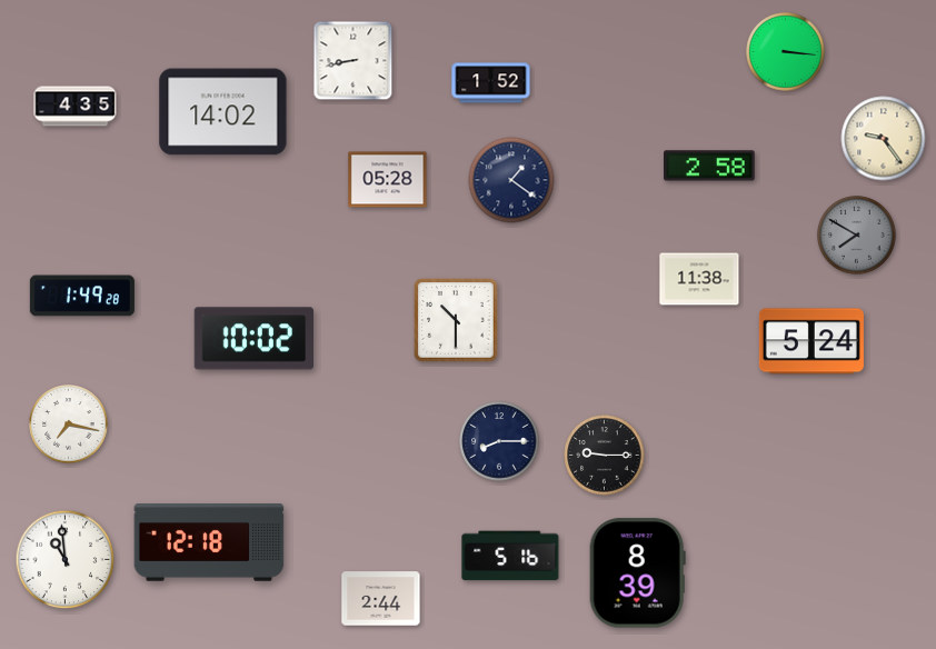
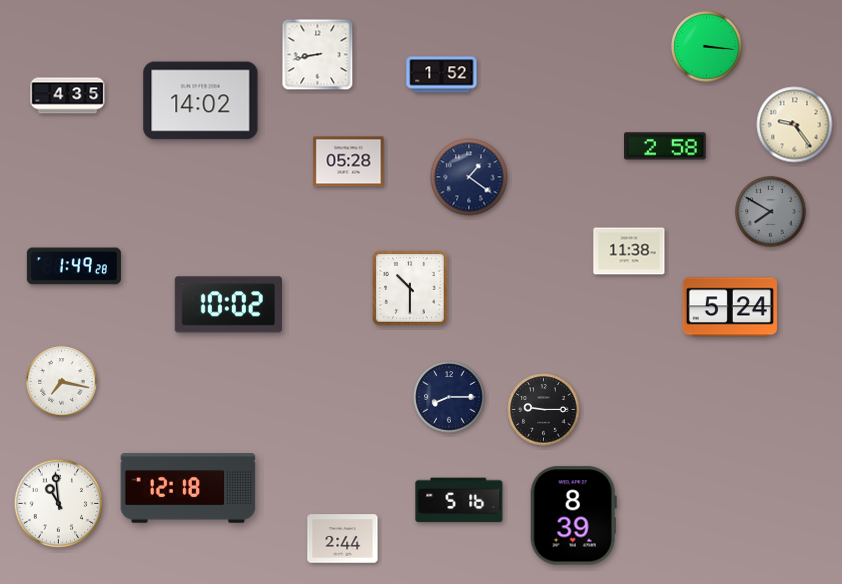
clock at (710, 166) position: (710, 166) -> (666, 146)
clock at (511, 180) position: (511, 180) -> (469, 177)
